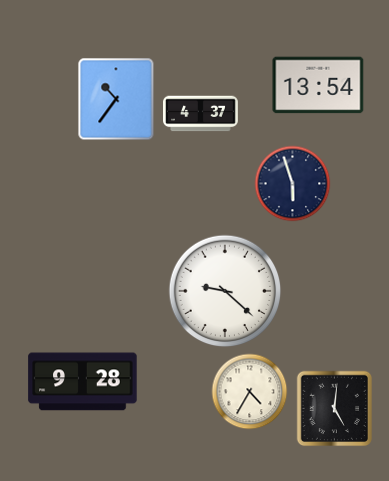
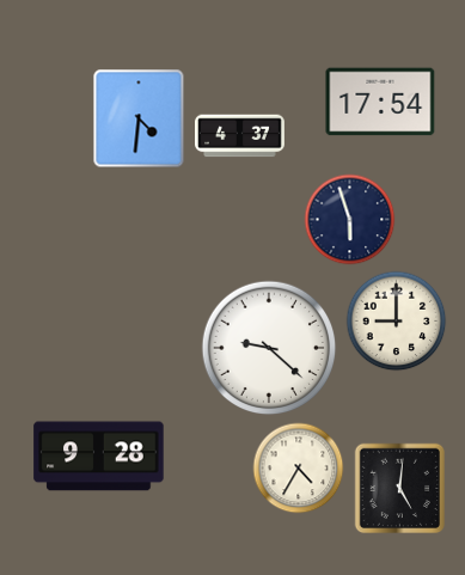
clock at (318, 85): 13:54 -> 17:54
clock at (116, 99): 10:36 -> 4:31
clock at (397, 322): none -> 9:00
